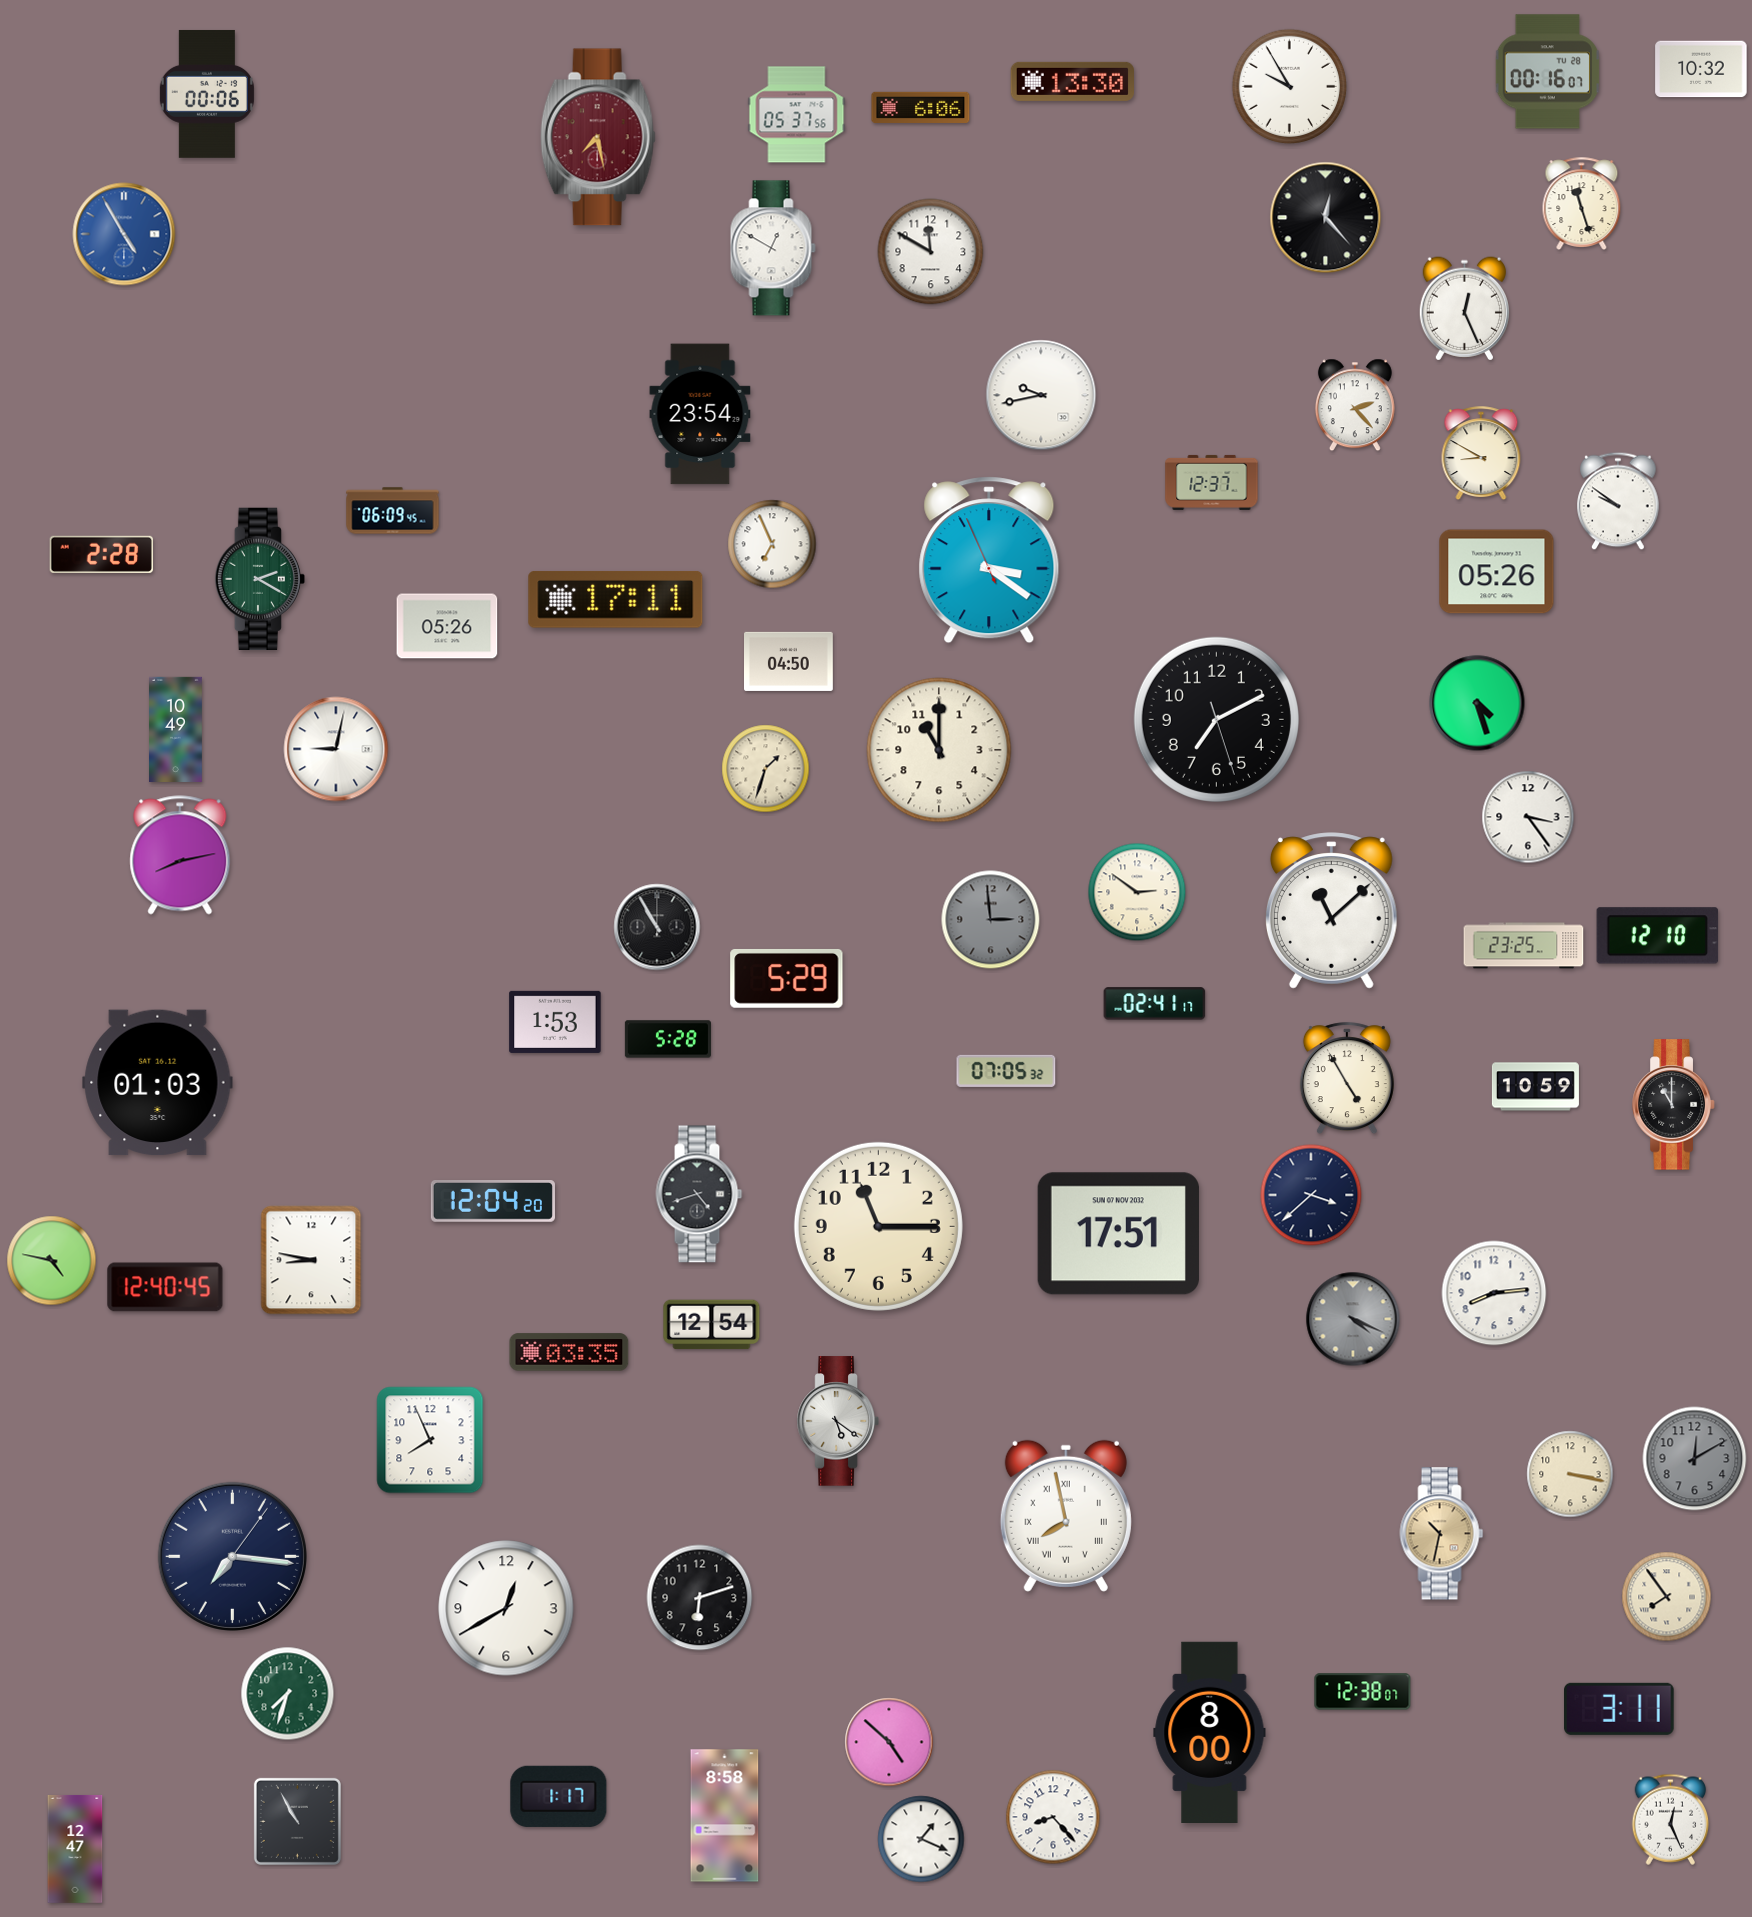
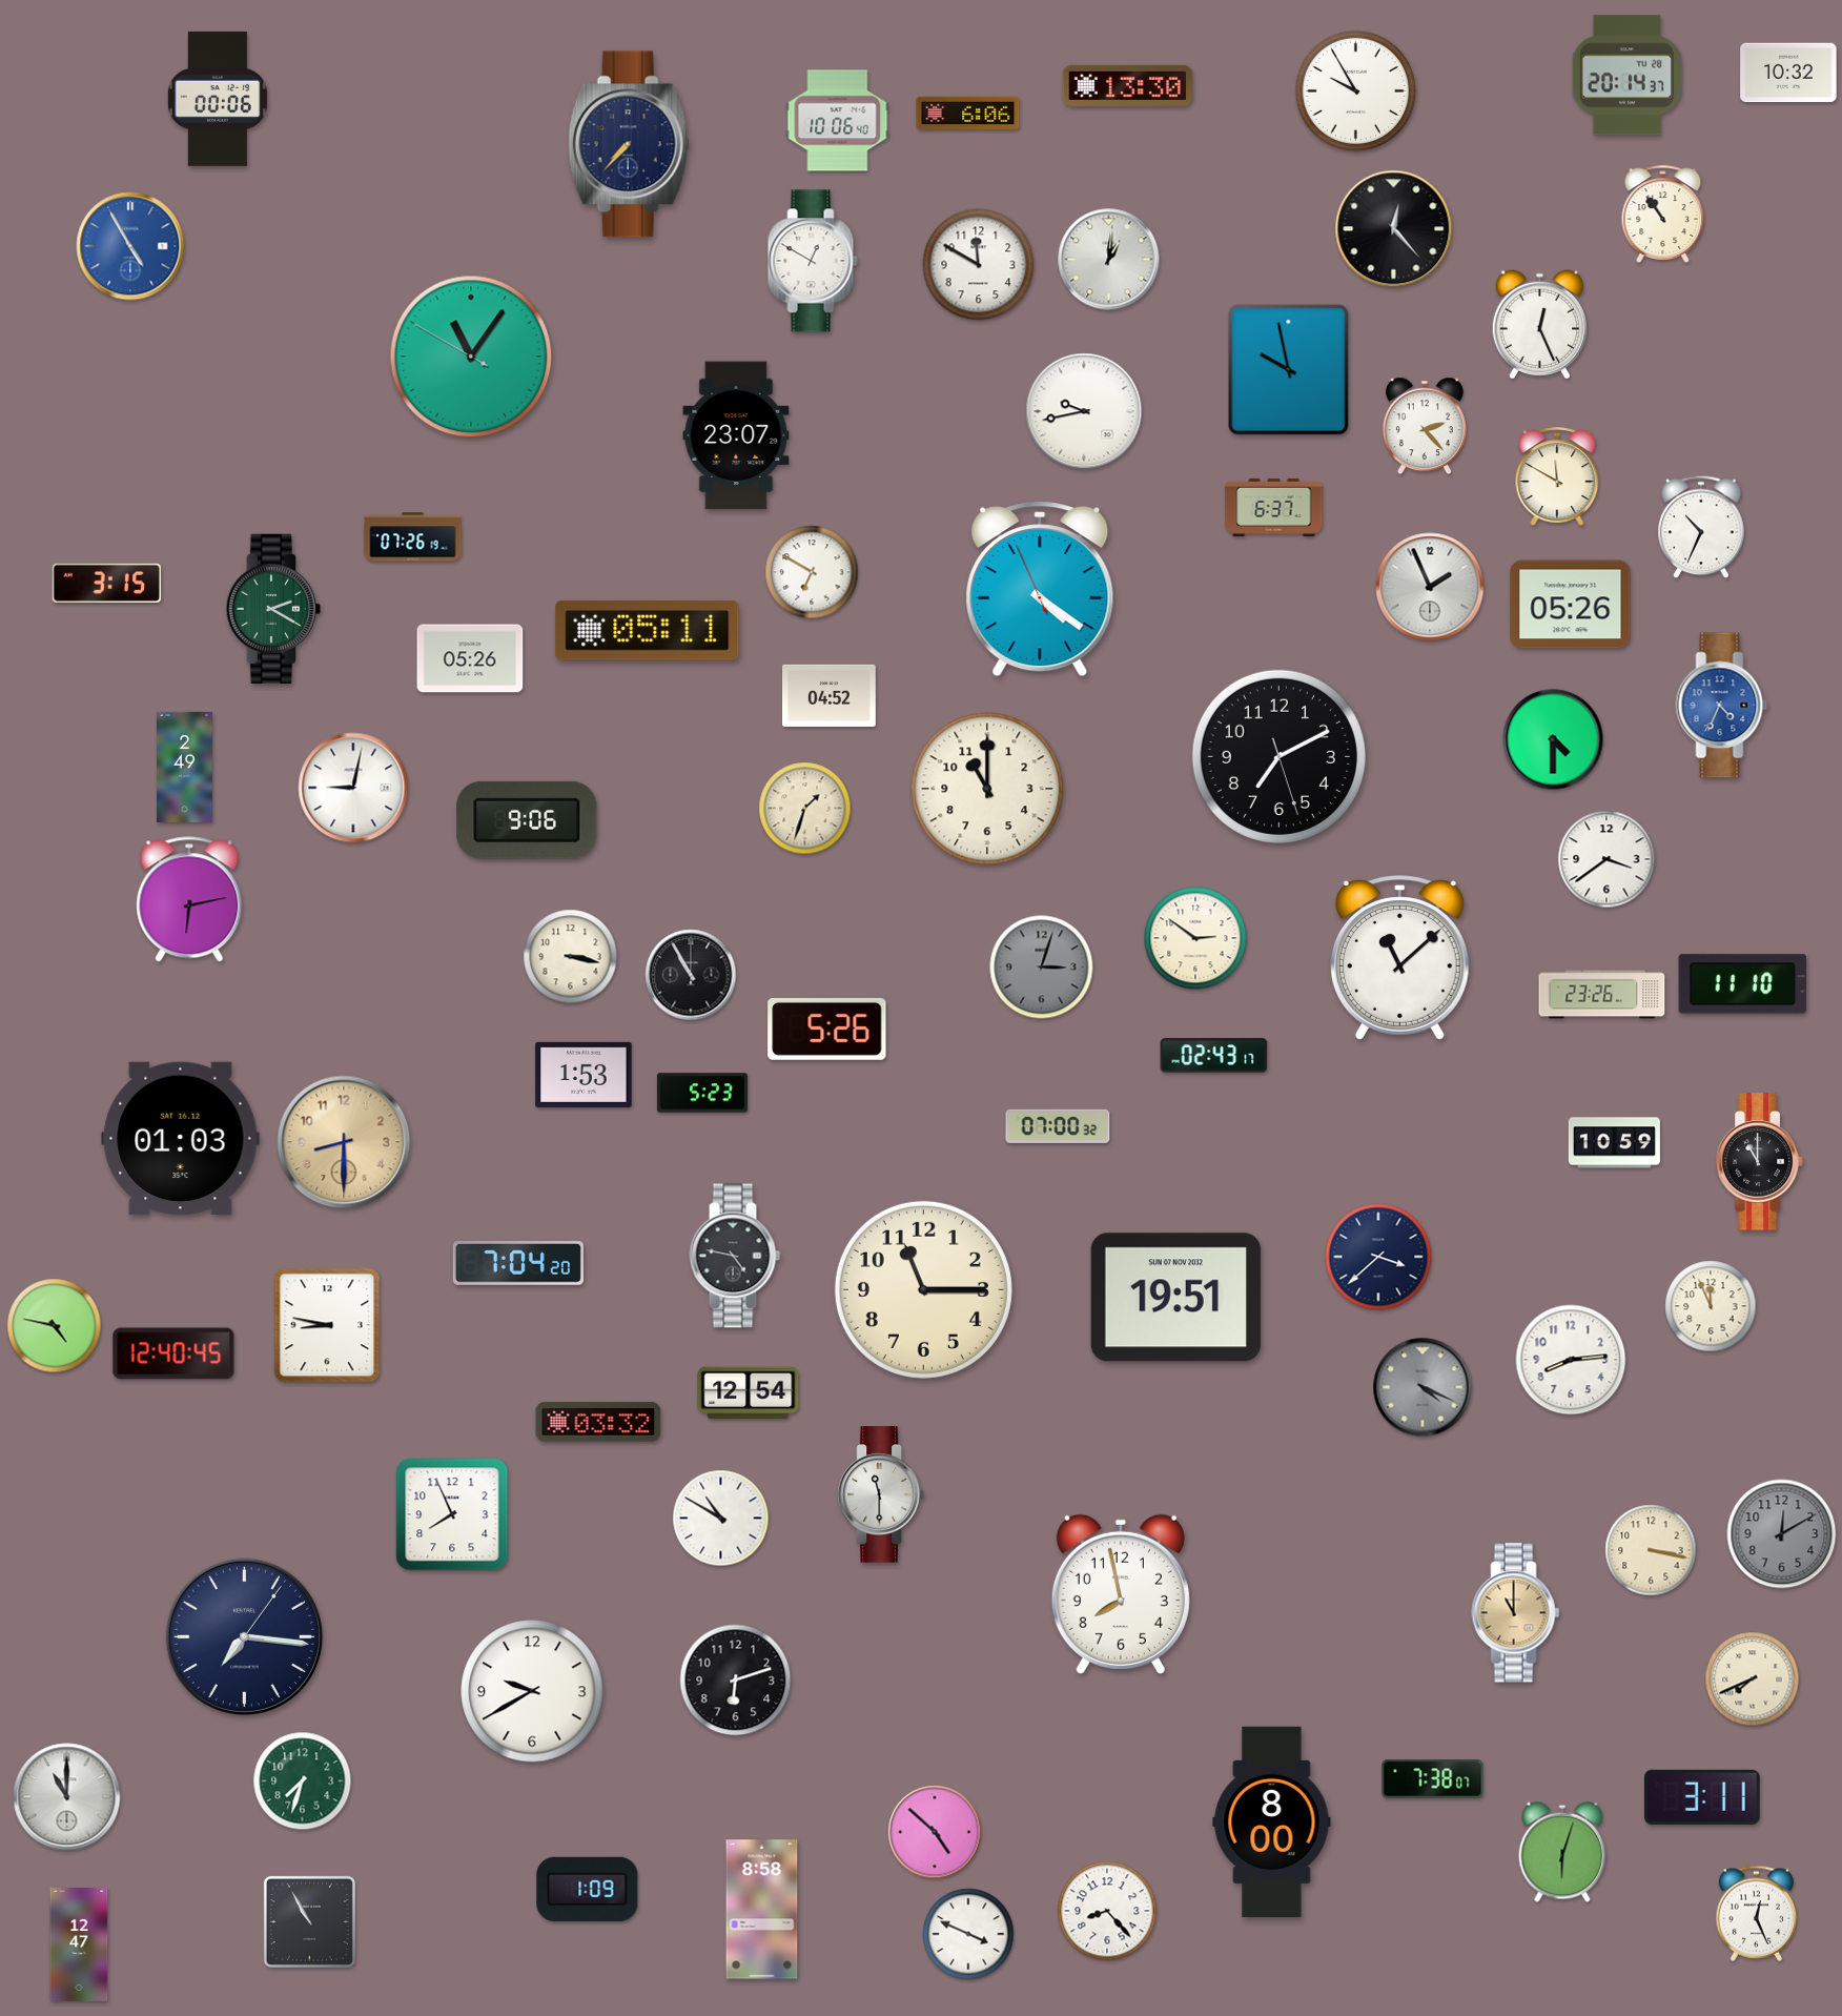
clock at (1547, 72): 00:16 -> 20:14
clock at (797, 115): 05:37 -> 10:06
clock at (598, 137): 7:28 -> 7:37
clock at (598, 137) dial: burgundy -> navy
clock at (1582, 203): 11:27 -> 10:54
clock at (1109, 260): none -> 1:01
clock at (471, 357): none -> 11:05
clock at (1289, 370): none -> 9:58
clock at (1041, 395) position: (1041, 395) -> (1084, 411)
clock at (700, 414): 23:54 -> 23:07
clock at (1481, 454): 8:50 -> 11:50
clock at (1212, 482): 12:37 -> 6:37
clock at (1618, 501): 9:51 -> 10:34
clock at (393, 511): 06:09 -> 07:26
clock at (772, 544): 6:56 -> 6:50
clock at (102, 554): 2:28 -> 3:15
clock at (1430, 587): none -> 1:56
clock at (989, 560): 3:20 -> 4:20
clock at (1497, 572) position: (1497, 572) -> (1571, 605)
clock at (616, 600): 17:11 -> 05:11
clock at (789, 661): 04:50 -> 04:52
clock at (1722, 706): none -> 4:34
clock at (1477, 703): 4:27 -> 4:30
clock at (176, 729): 10:49 -> 2:49
clock at (527, 820): none -> 9:06
clock at (1528, 817): 3:24 -> 3:39
clock at (180, 855): 8:13 -> 6:13
clock at (571, 957): none -> 3:17
clock at (991, 920): 2:59 -> 3:03
clock at (1658, 936): 12:10 -> 11:10
clock at (1524, 946): 23:25 -> 23:26
clock at (787, 978): 5:29 -> 5:26
clock at (1155, 1004): 02:41 -> 02:43
clock at (668, 1039): 5:28 -> 5:23
clock at (1006, 1071): 07:05 -> 07:00
clock at (1347, 1079): 4:55 -> none
clock at (158, 1083) position: (158, 1083) -> (181, 1139)
clock at (344, 1142): none -> 8:30
clock at (699, 1194): 4:42 -> 4:47
clock at (493, 1202): 12:04 -> 7:04
clock at (1118, 1234): 17:51 -> 19:51
clock at (1711, 1306): none -> 11:56
clock at (569, 1352): 03:35 -> 03:32
clock at (838, 1421): 5:21 -> 11:30
clock at (721, 1519): none -> 10:50
clock at (1066, 1516) numerals: Roman -> Arabic
clock at (1442, 1534): 10:32 -> 11:00
clock at (1667, 1597): 7:54 -> 7:41
clock at (506, 1608): 12:40 -> 9:40
clock at (1363, 1692): 12:38 -> 7:38
clock at (67, 1797): none -> 11:00
clock at (1562, 1852): none -> 6:03
clock at (559, 1796): 1:17 -> 1:09
clock at (297, 1821) position: (297, 1821) -> (309, 1921)
clock at (921, 1839): 1:19 -> 3:49
